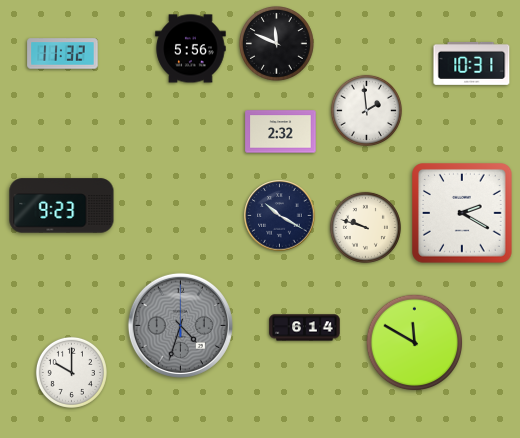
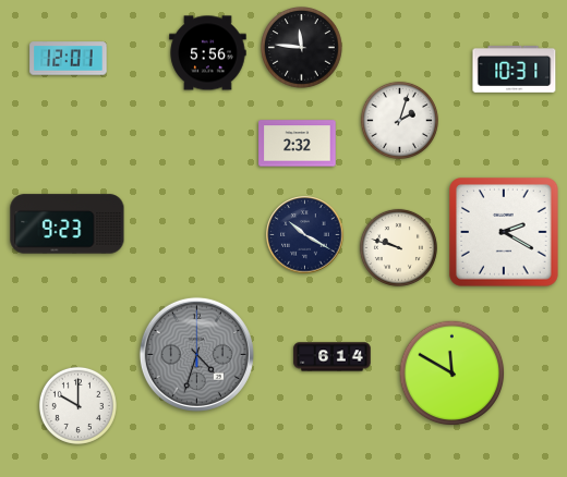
clock at (277, 44): 11:49 -> 11:46
clock at (63, 54): 11:32 -> 12:01
clock at (366, 110): 1:59 -> 2:03
clock at (281, 132) position: (281, 132) -> (298, 144)
